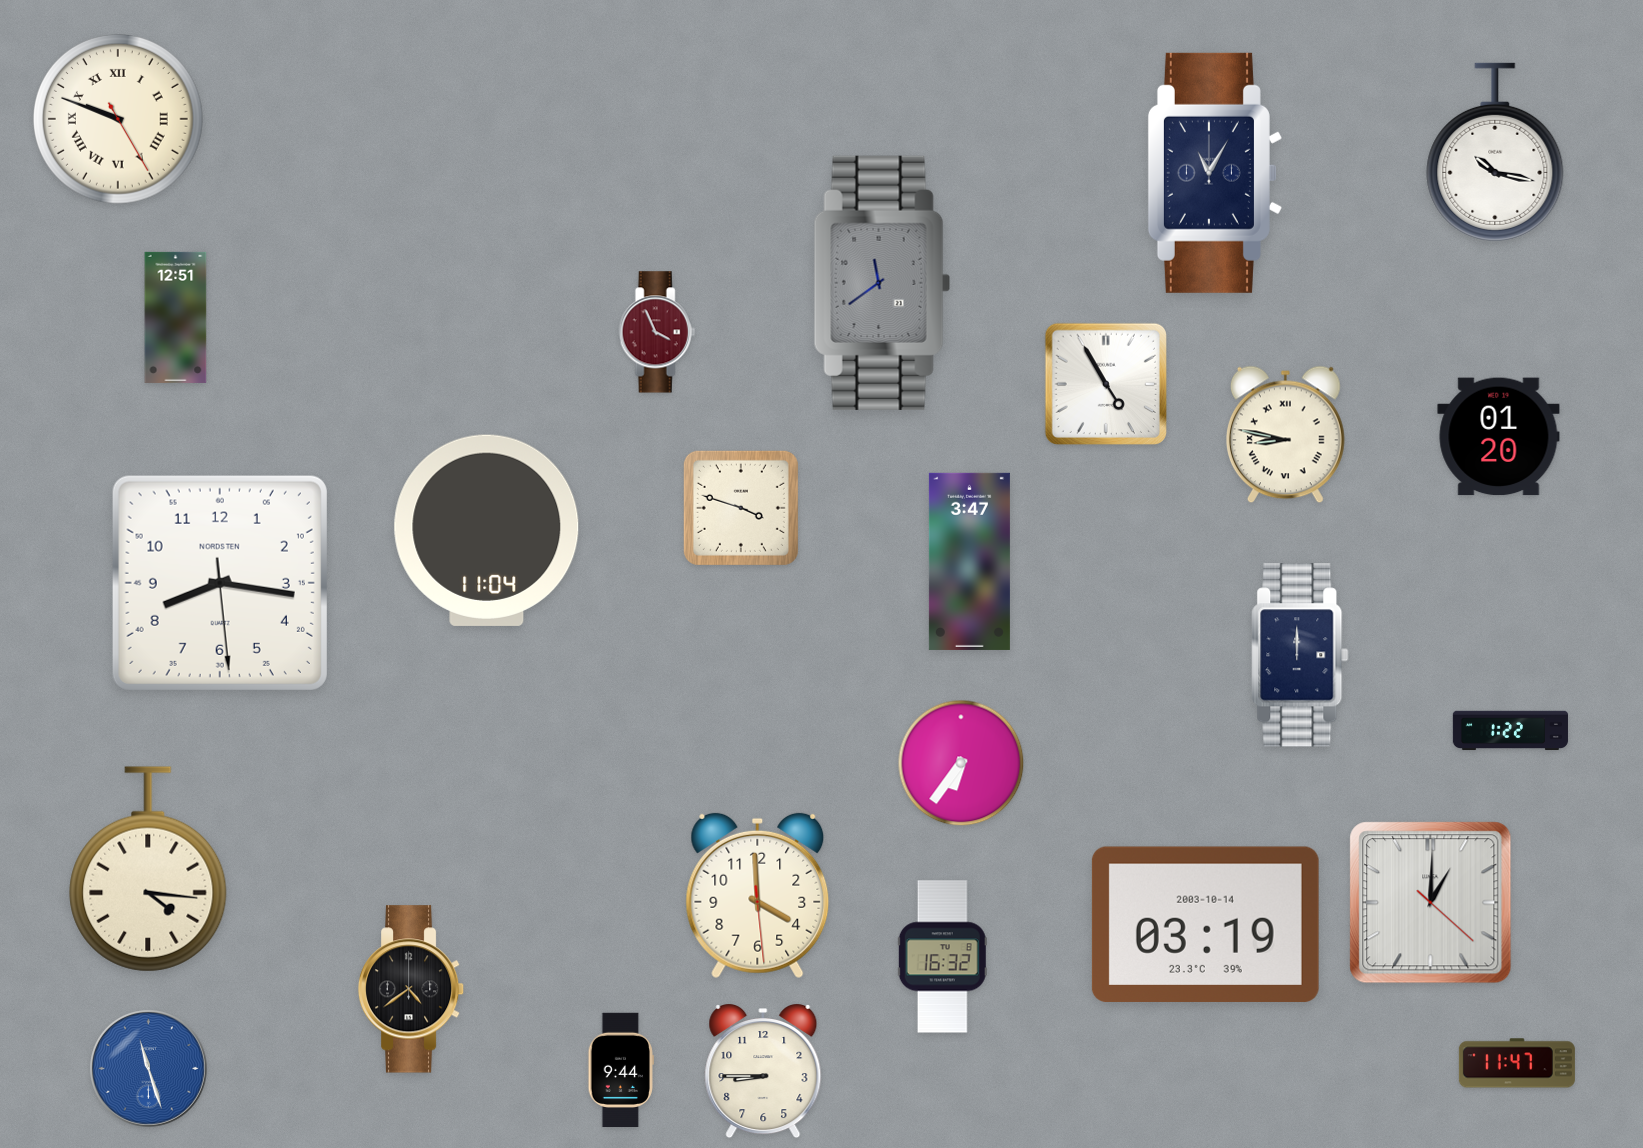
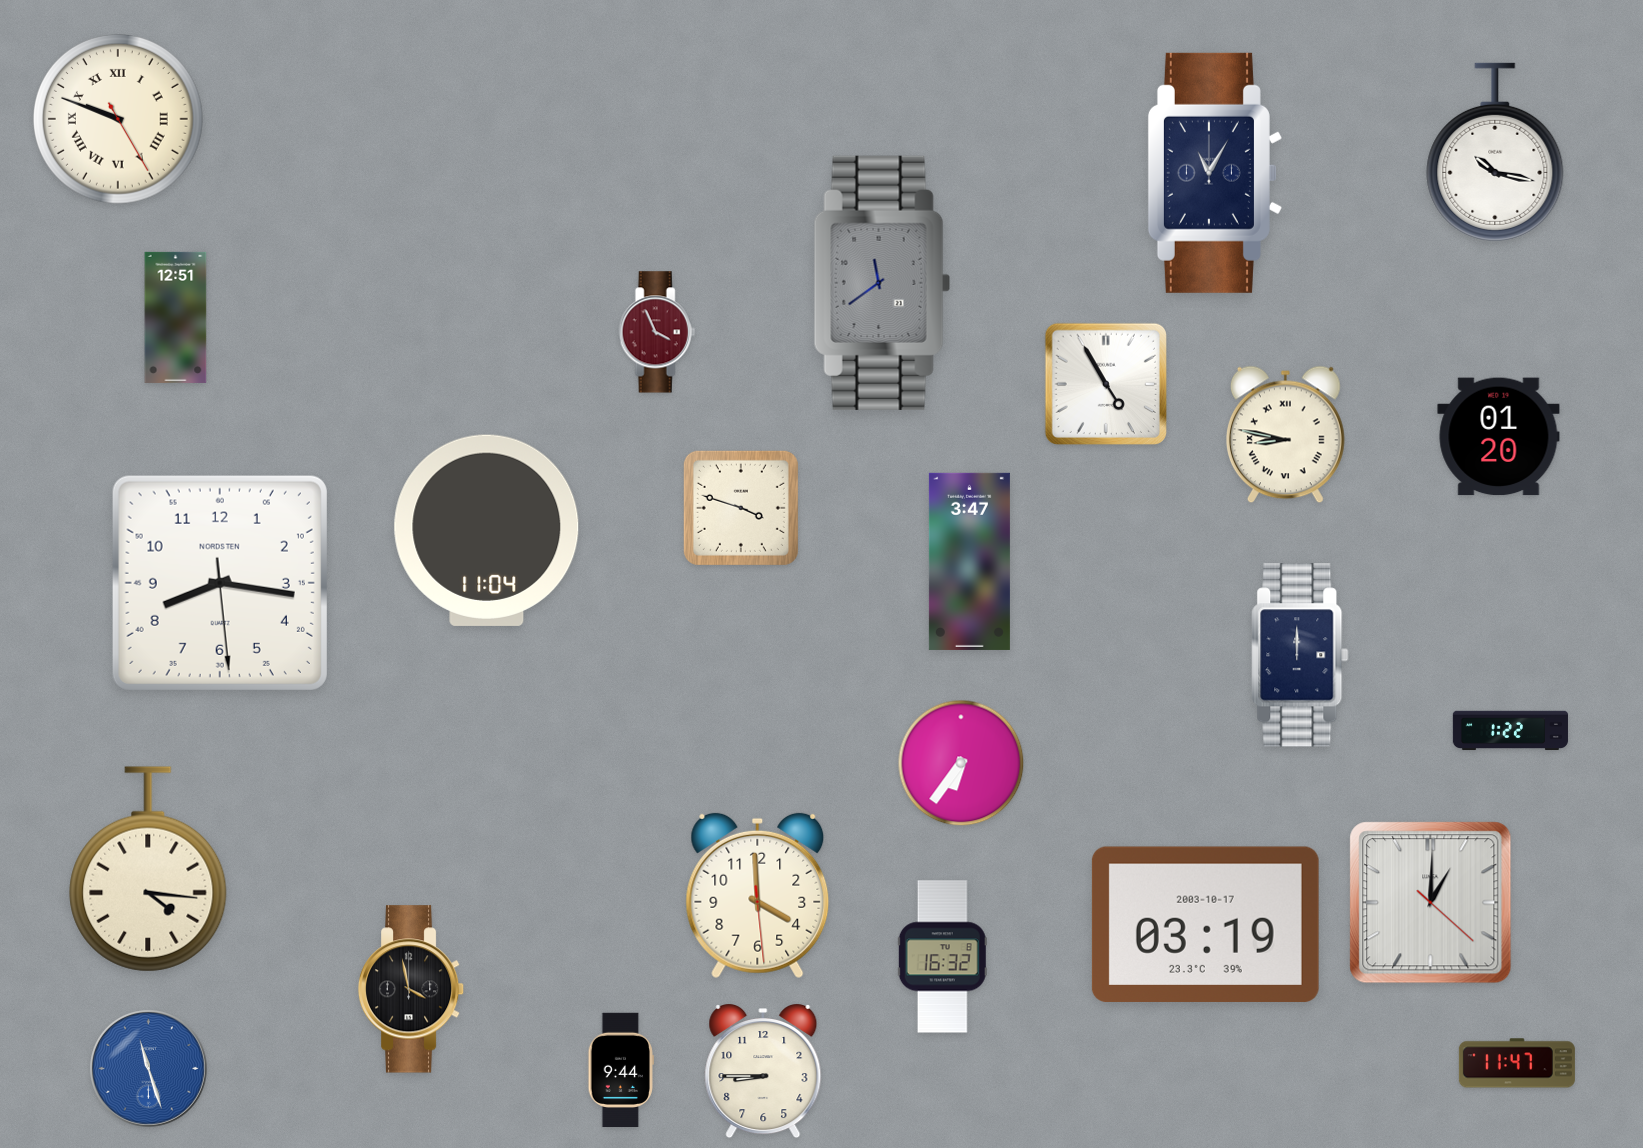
clock at (1205, 924) date: 2003-10-14 -> 2003-10-17
clock at (411, 989): 4:39 -> 3:58
